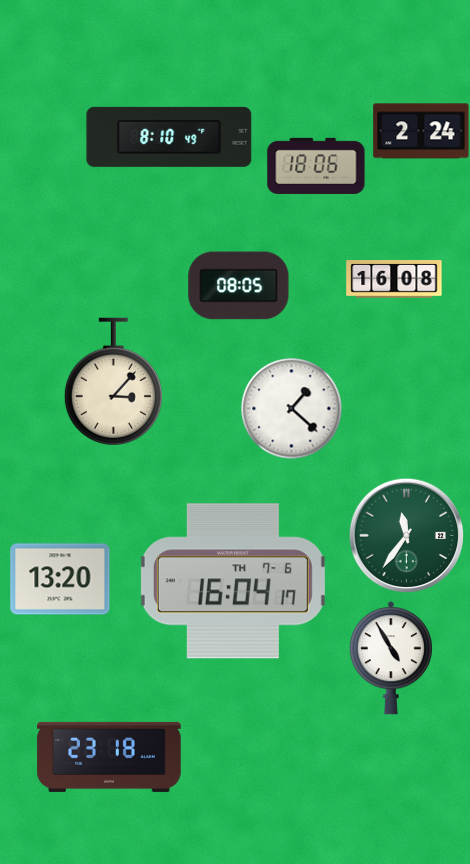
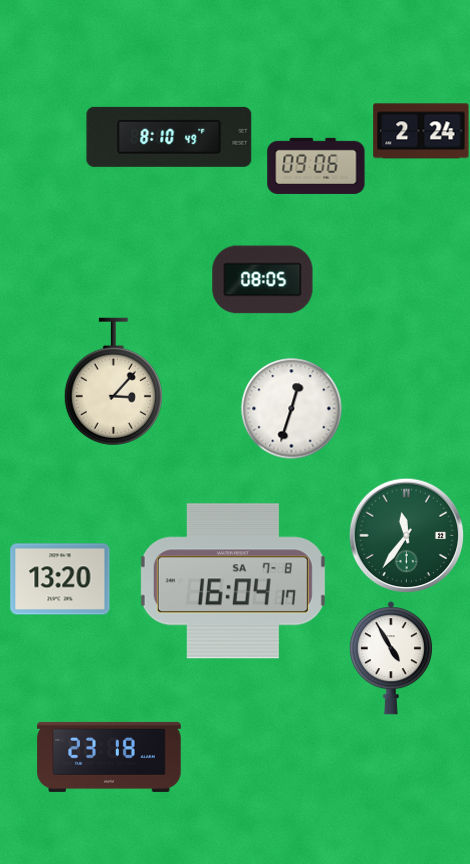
clock at (316, 166): 18:06 -> 09:06
clock at (394, 280): 16:08 -> none
clock at (239, 286) position: (239, 286) -> (263, 280)
clock at (292, 409): 1:22 -> 12:33
clock at (233, 581) date: TH 7-6 -> SA 7-8
